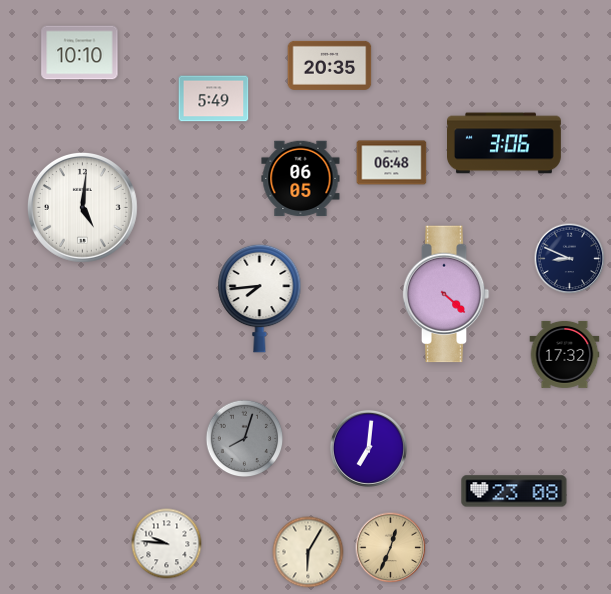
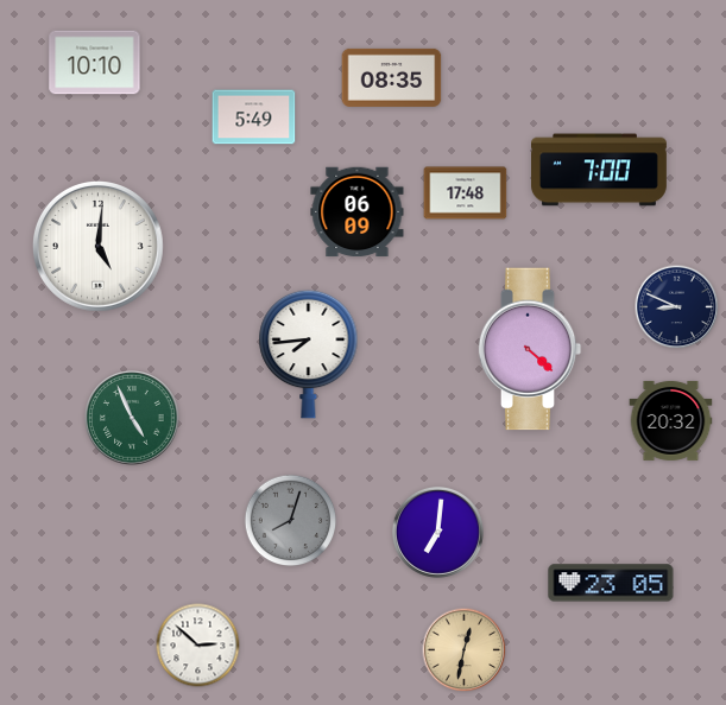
clock at (330, 65): 20:35 -> 08:35
clock at (505, 143): 3:06 -> 7:00
clock at (392, 163): 06:48 -> 17:48
clock at (301, 179): 06:05 -> 06:09
clock at (133, 418): none -> 4:56
clock at (565, 354): 17:32 -> 20:32
clock at (514, 491): 23:08 -> 23:05
clock at (167, 544): 9:46 -> 2:52
clock at (391, 548): 12:34 -> 12:32
clock at (308, 552): 6:05 -> none
